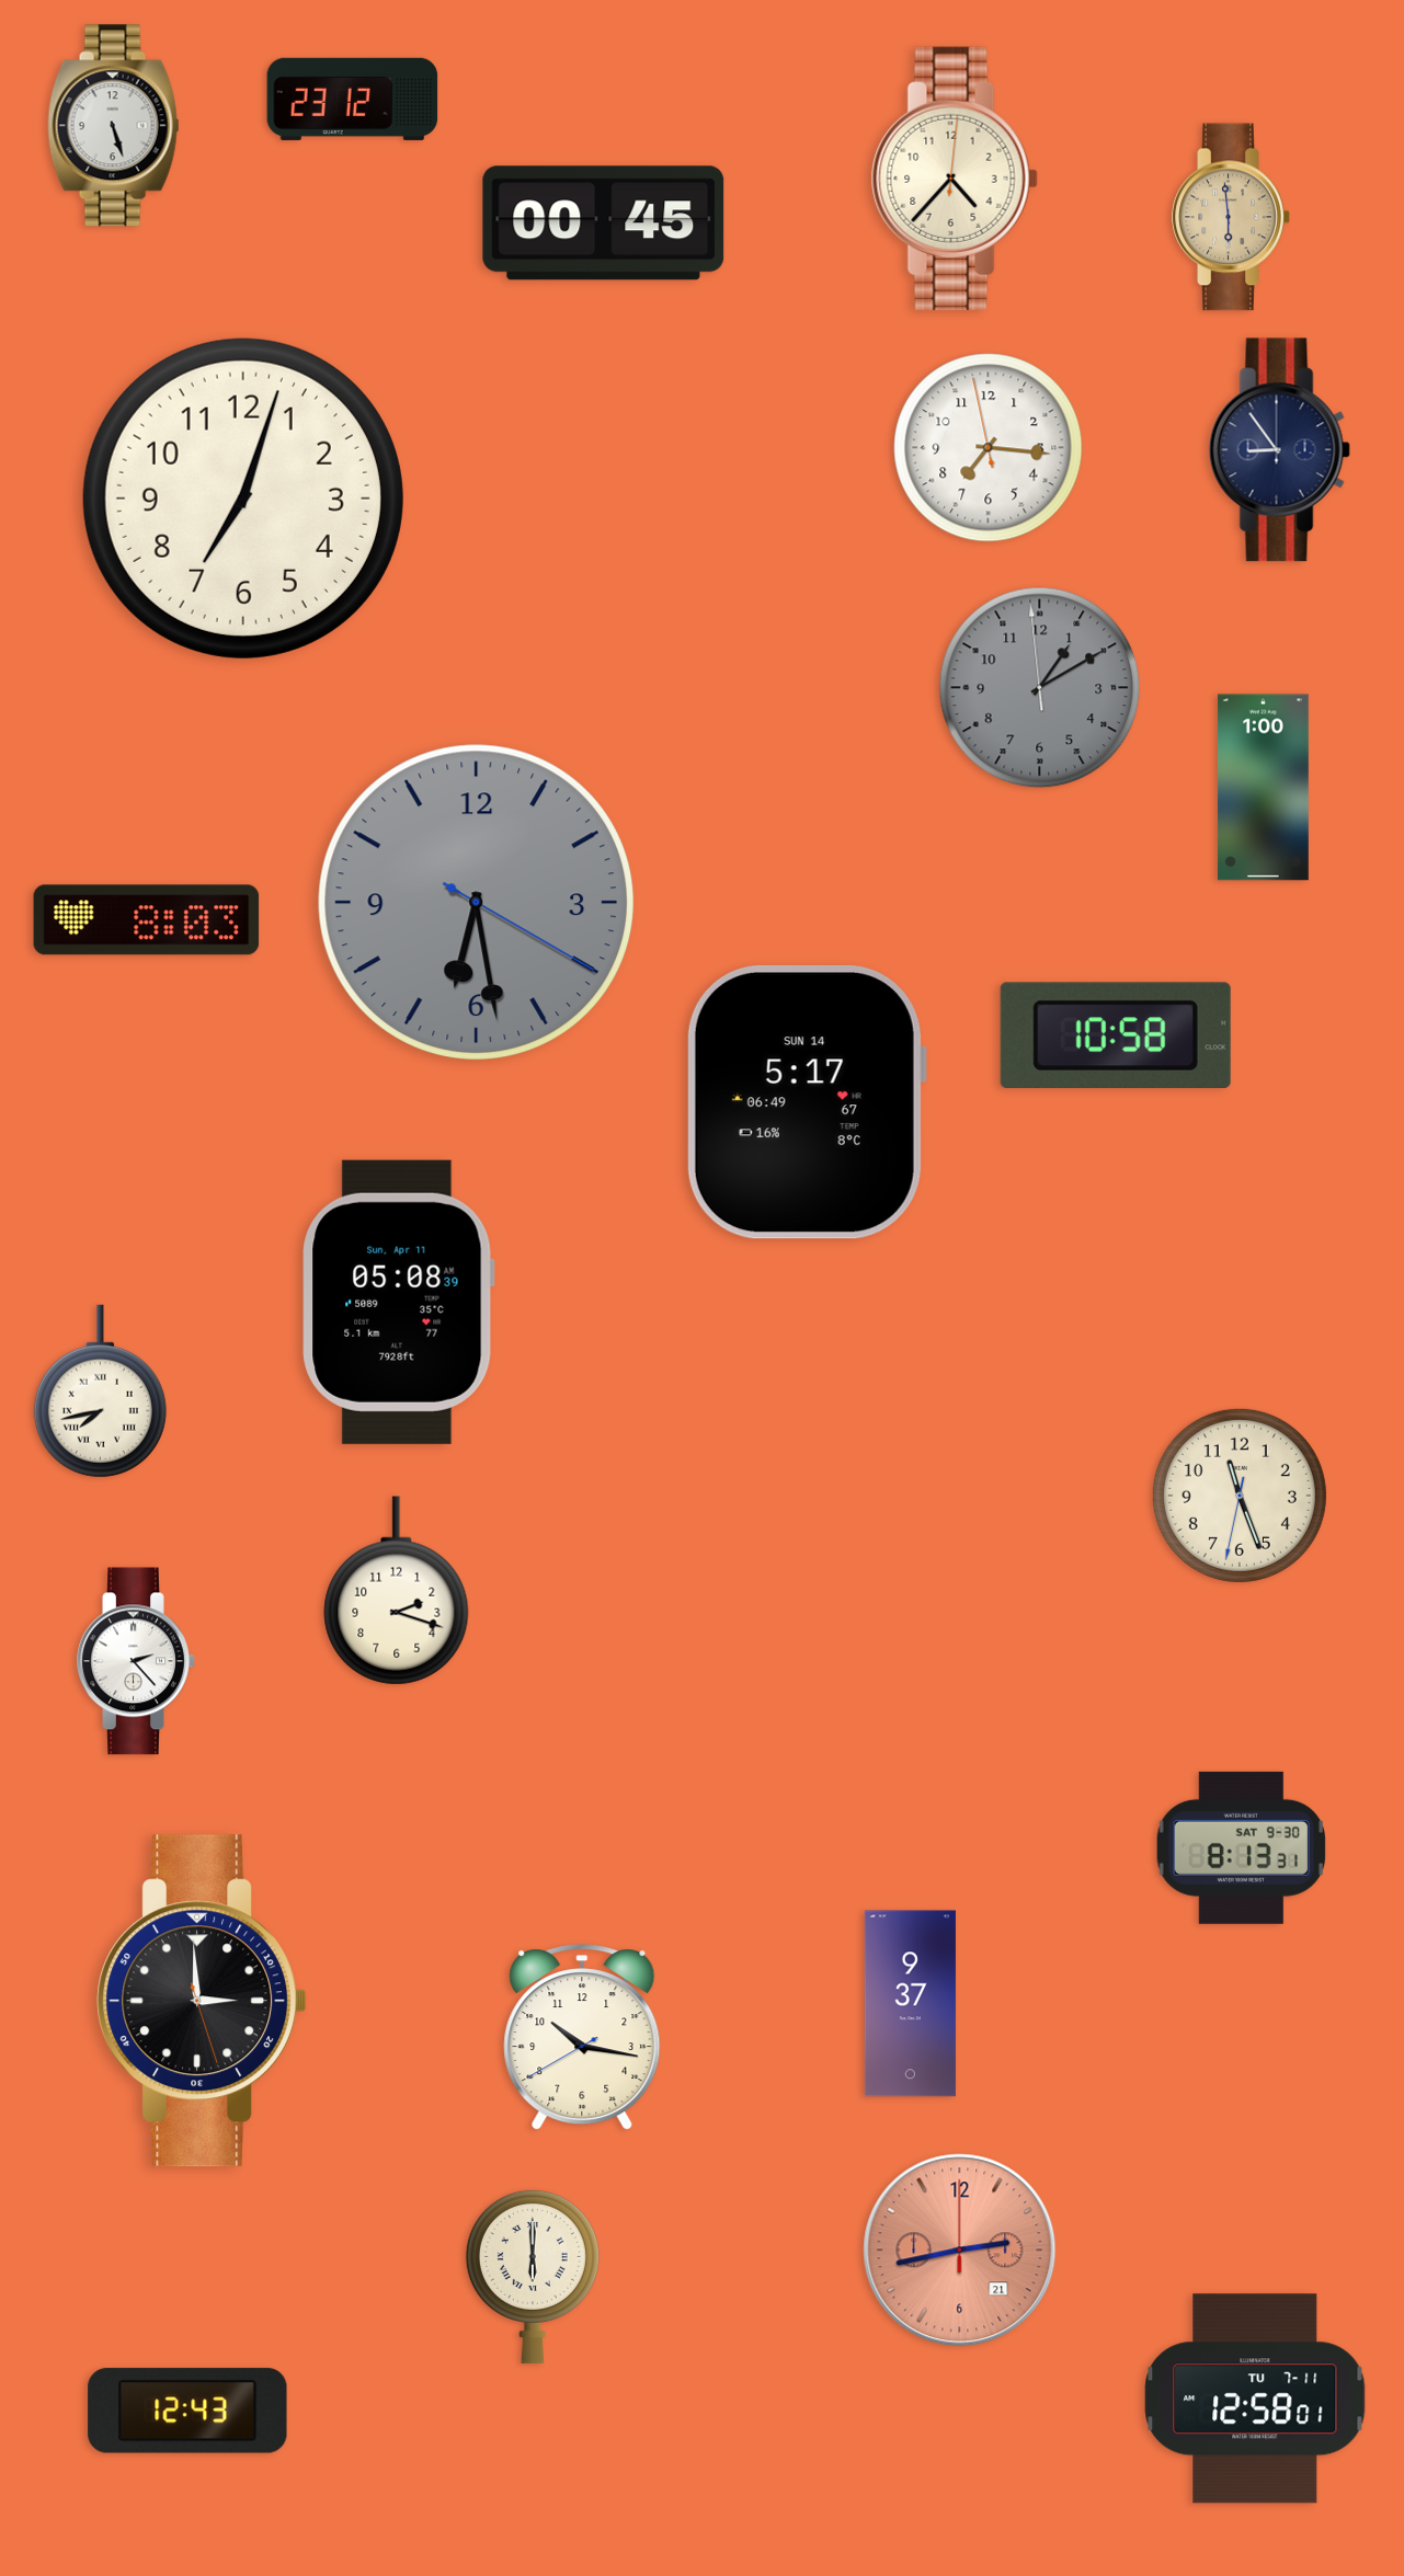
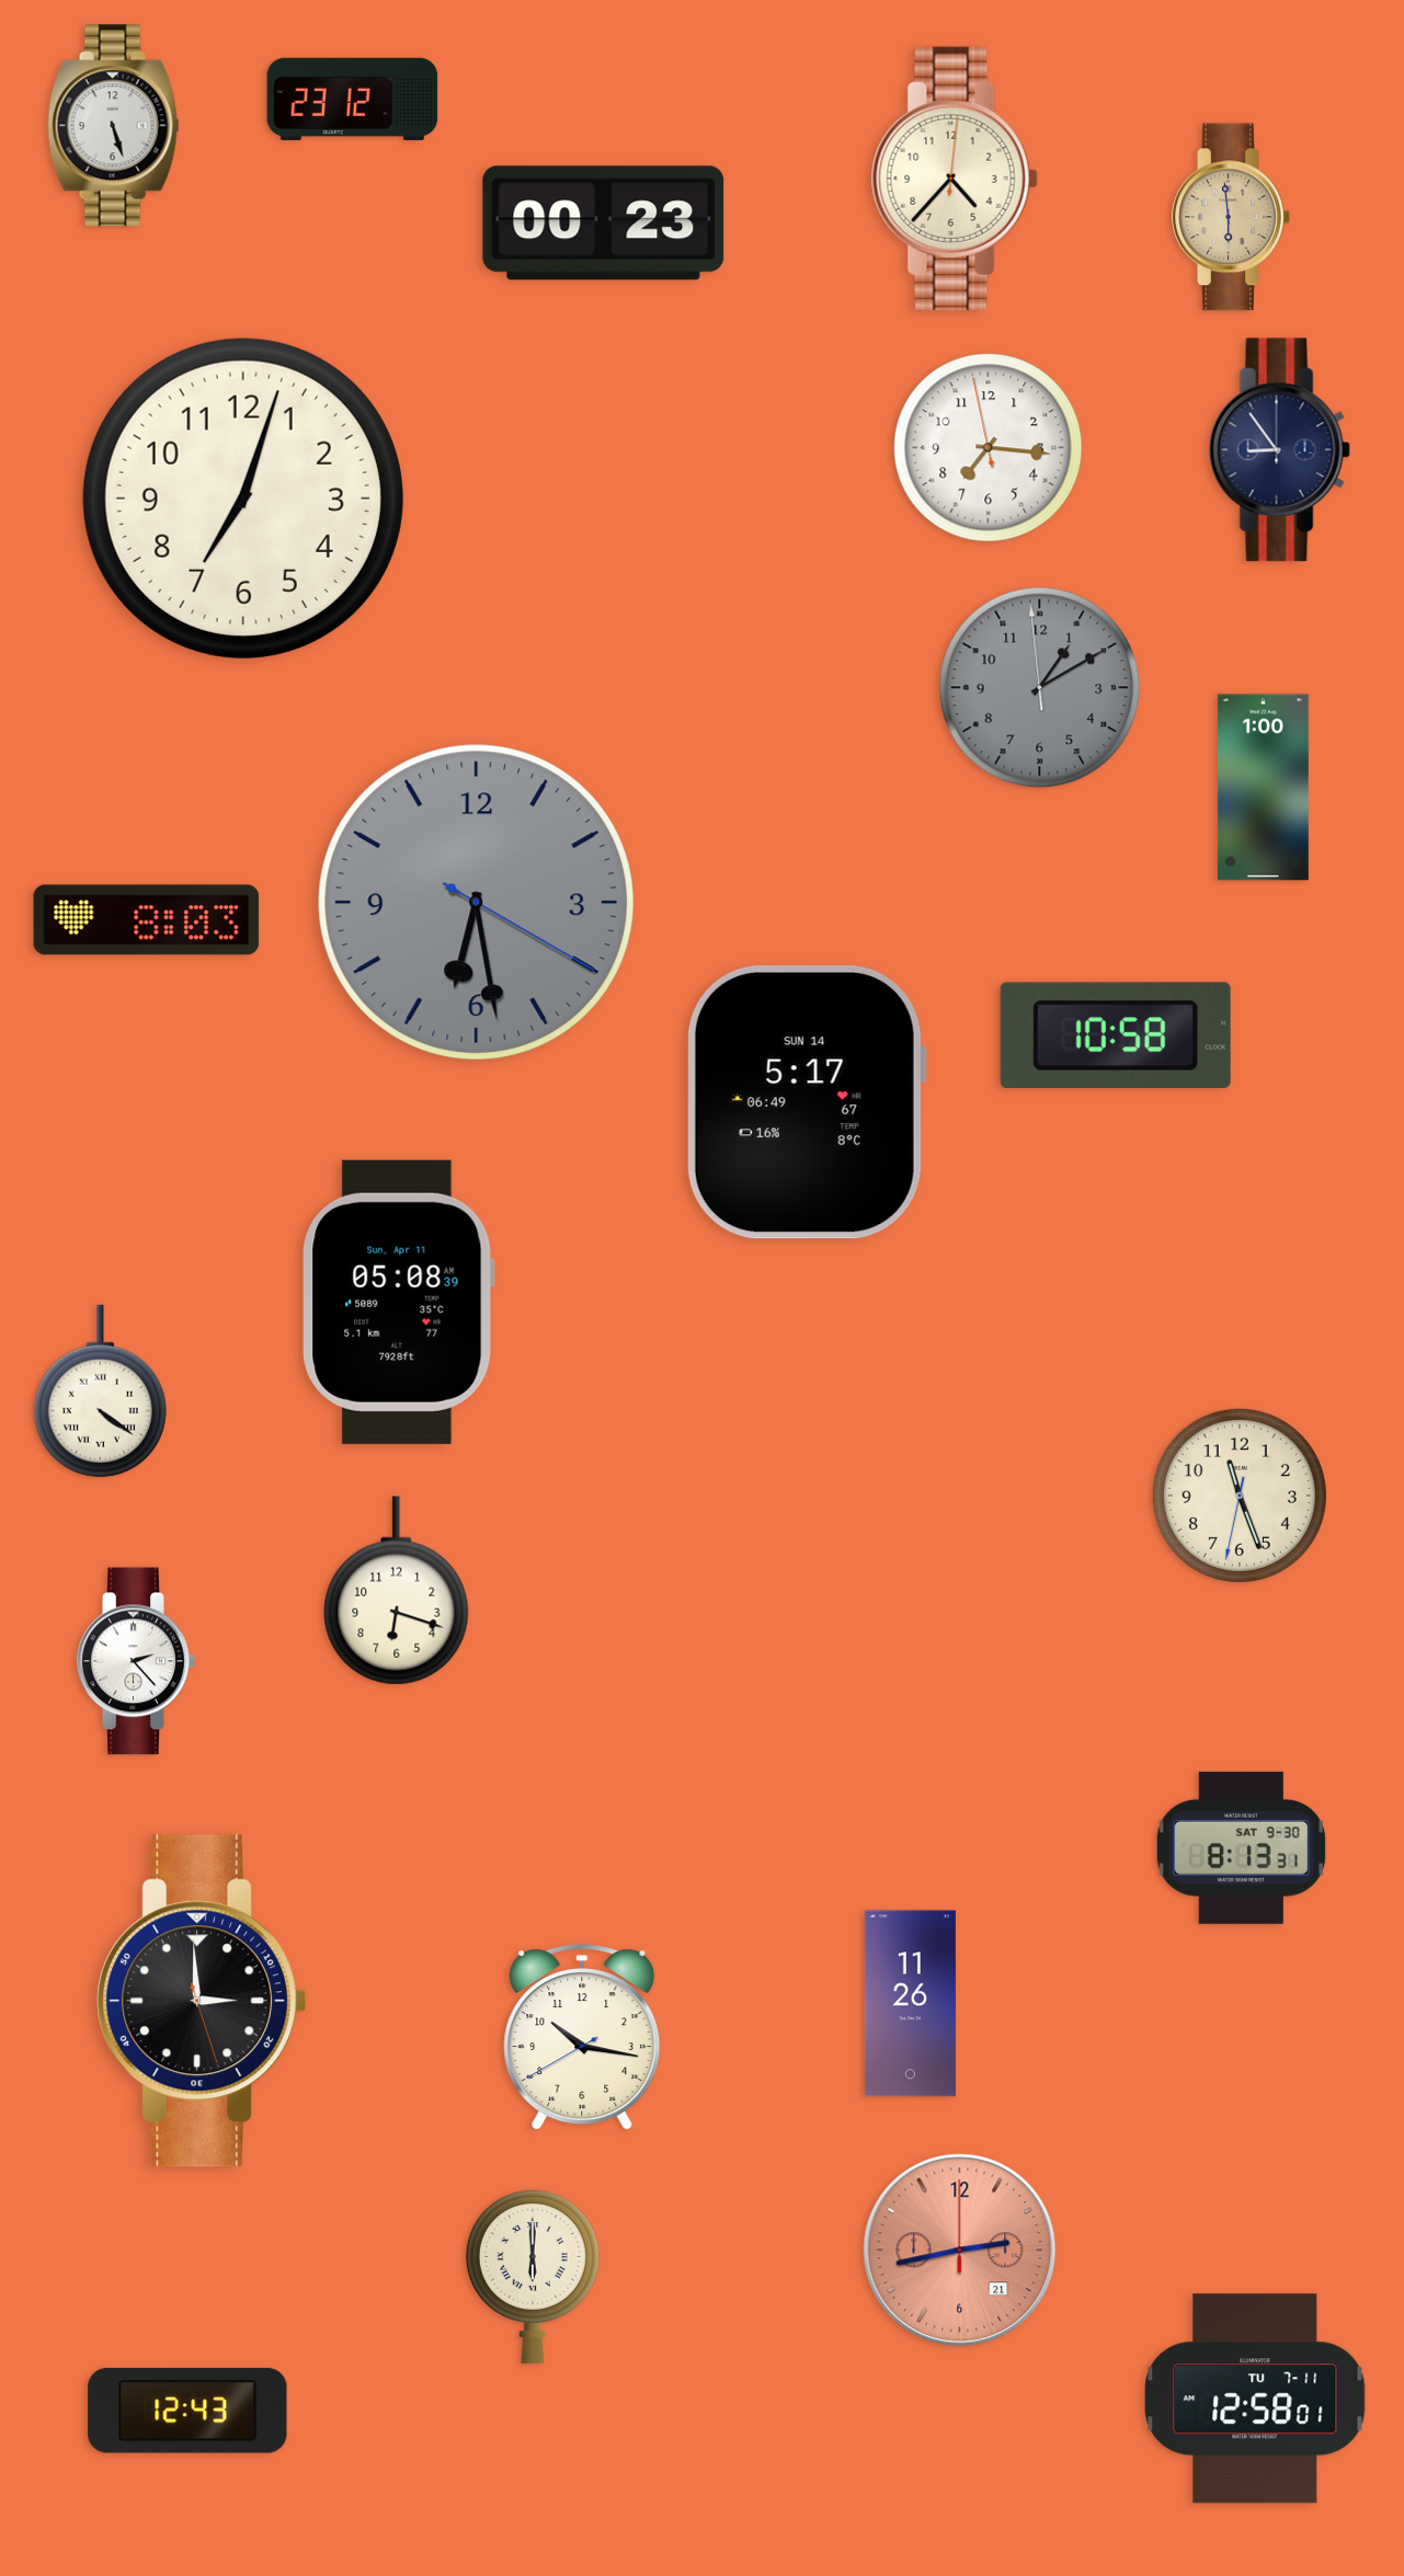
clock at (604, 224): 00:45 -> 00:23
clock at (100, 1392): 7:43 -> 4:21
clock at (397, 1591): 2:18 -> 6:18
clock at (910, 2004): 9:37 -> 11:26
